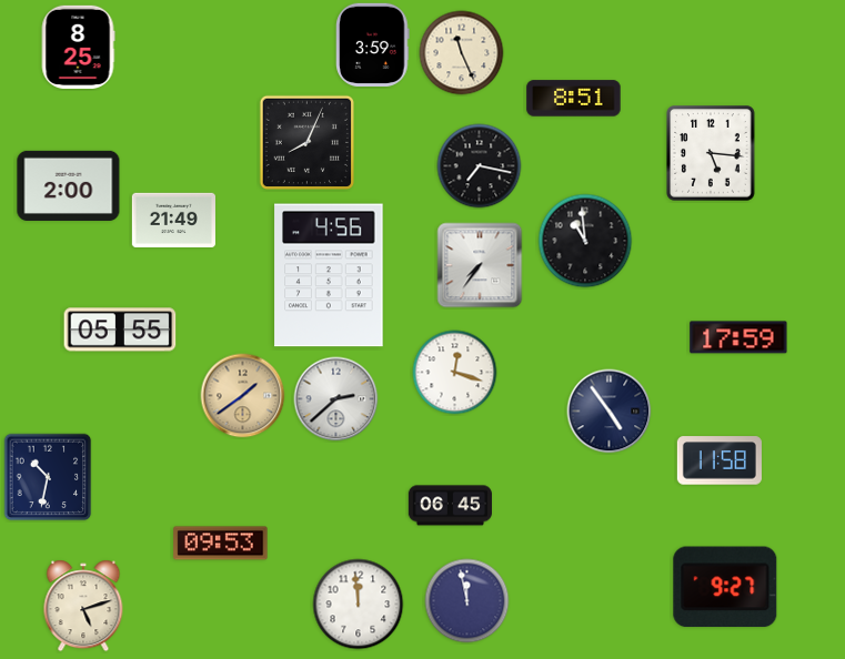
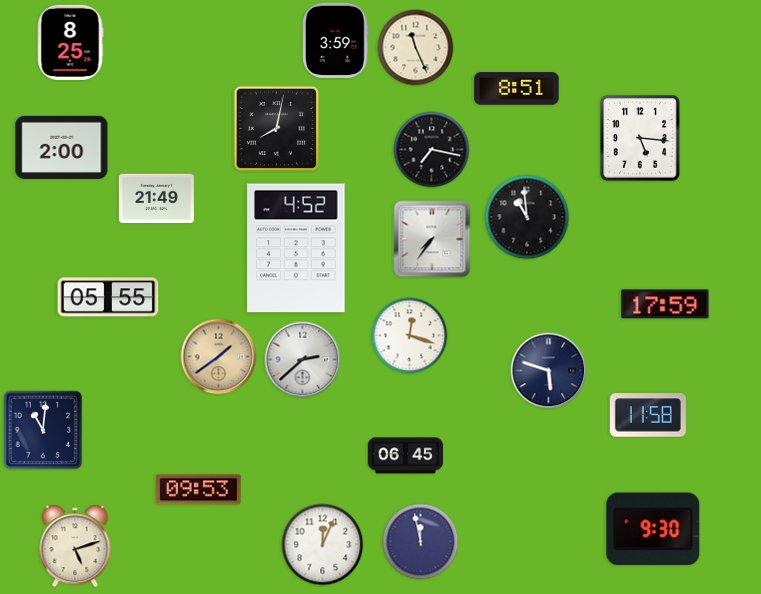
clock at (306, 142): 8:04 -> 8:02
clock at (69, 185) position: (69, 185) -> (62, 147)
clock at (329, 275): 4:56 -> 4:52
clock at (610, 412): 4:54 -> 5:48
clock at (48, 477): 10:32 -> 11:01
clock at (725, 587): 9:27 -> 9:30
clock at (359, 605): 11:59 -> 12:04
